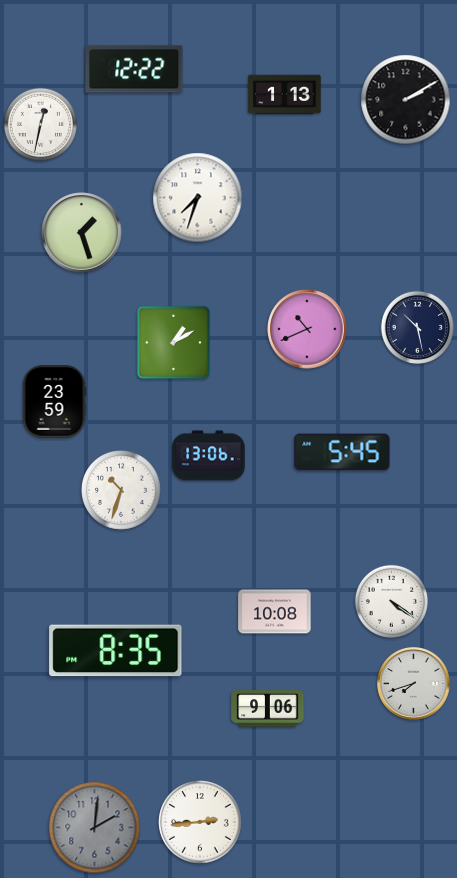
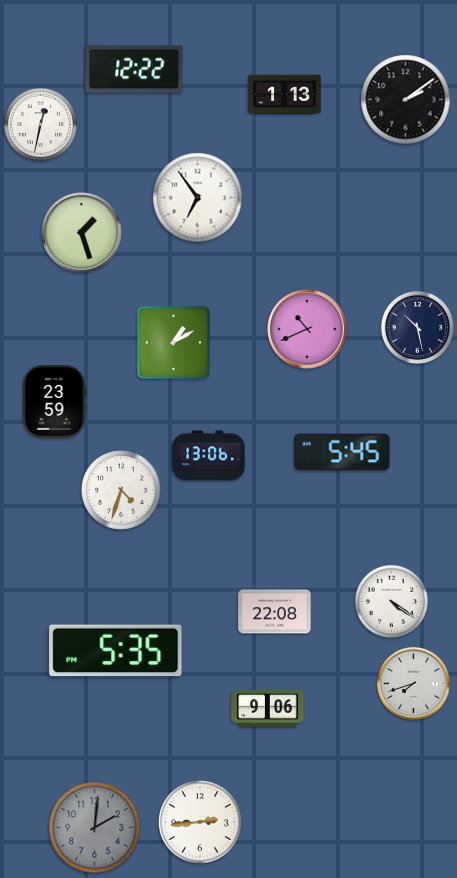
clock at (406, 100): 2:10 -> 2:09
clock at (198, 198): 7:33 -> 6:54
clock at (122, 491): 10:33 -> 4:33
clock at (275, 612): 10:08 -> 22:08
clock at (116, 651): 8:35 -> 5:35
